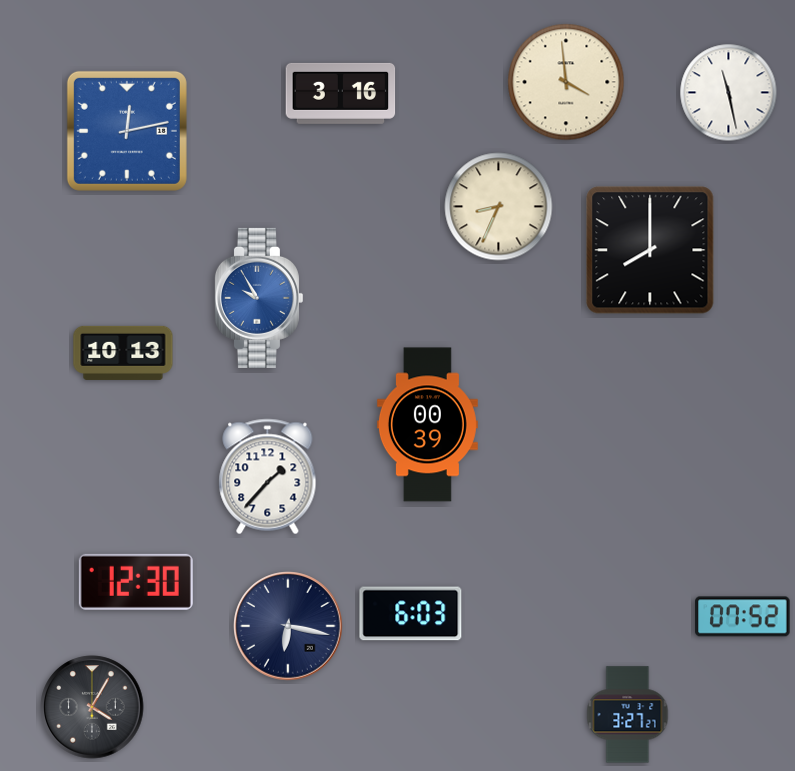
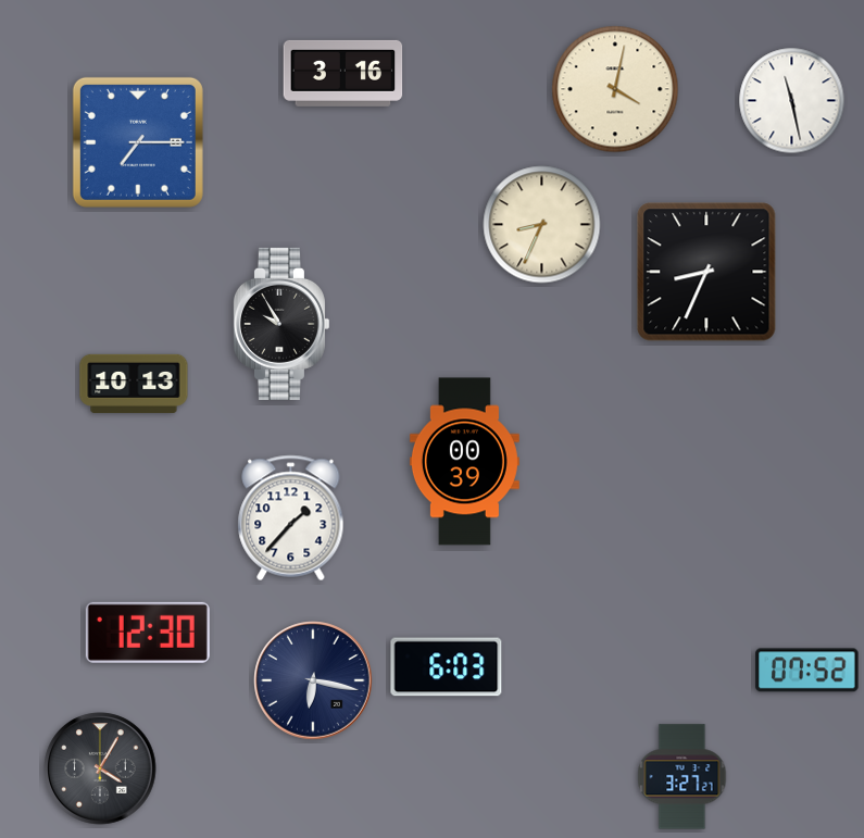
clock at (566, 82): 3:59 -> 4:02
clock at (341, 93) position: (341, 93) -> (343, 73)
clock at (127, 131): 12:13 -> 7:15
clock at (650, 250): 8:00 -> 8:34
clock at (258, 298) dial: blue -> black
